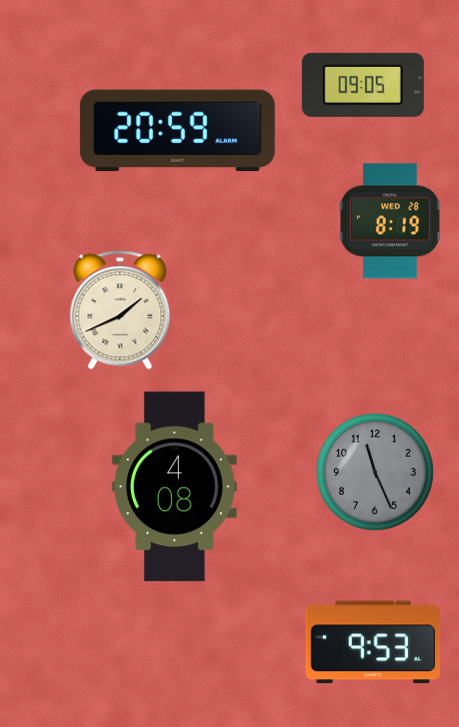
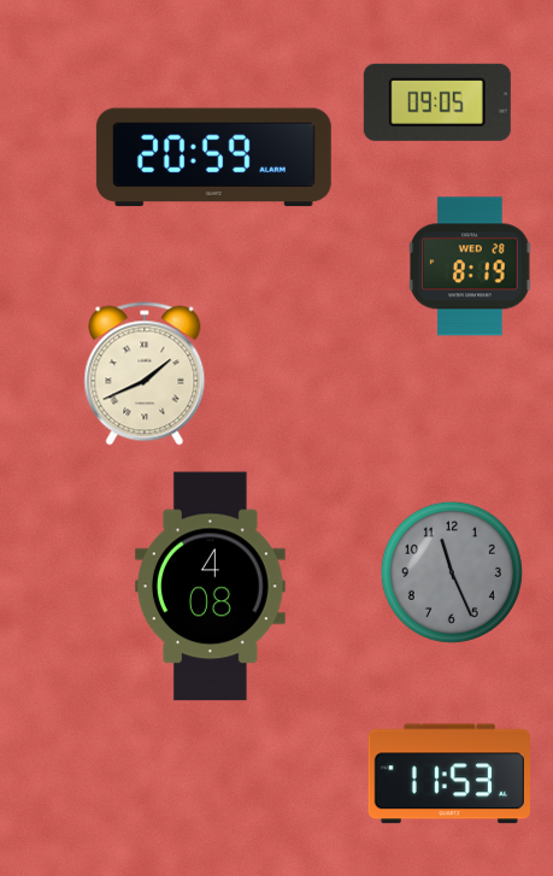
clock at (375, 472) position: (375, 472) -> (452, 572)
clock at (372, 642): 9:53 -> 11:53
